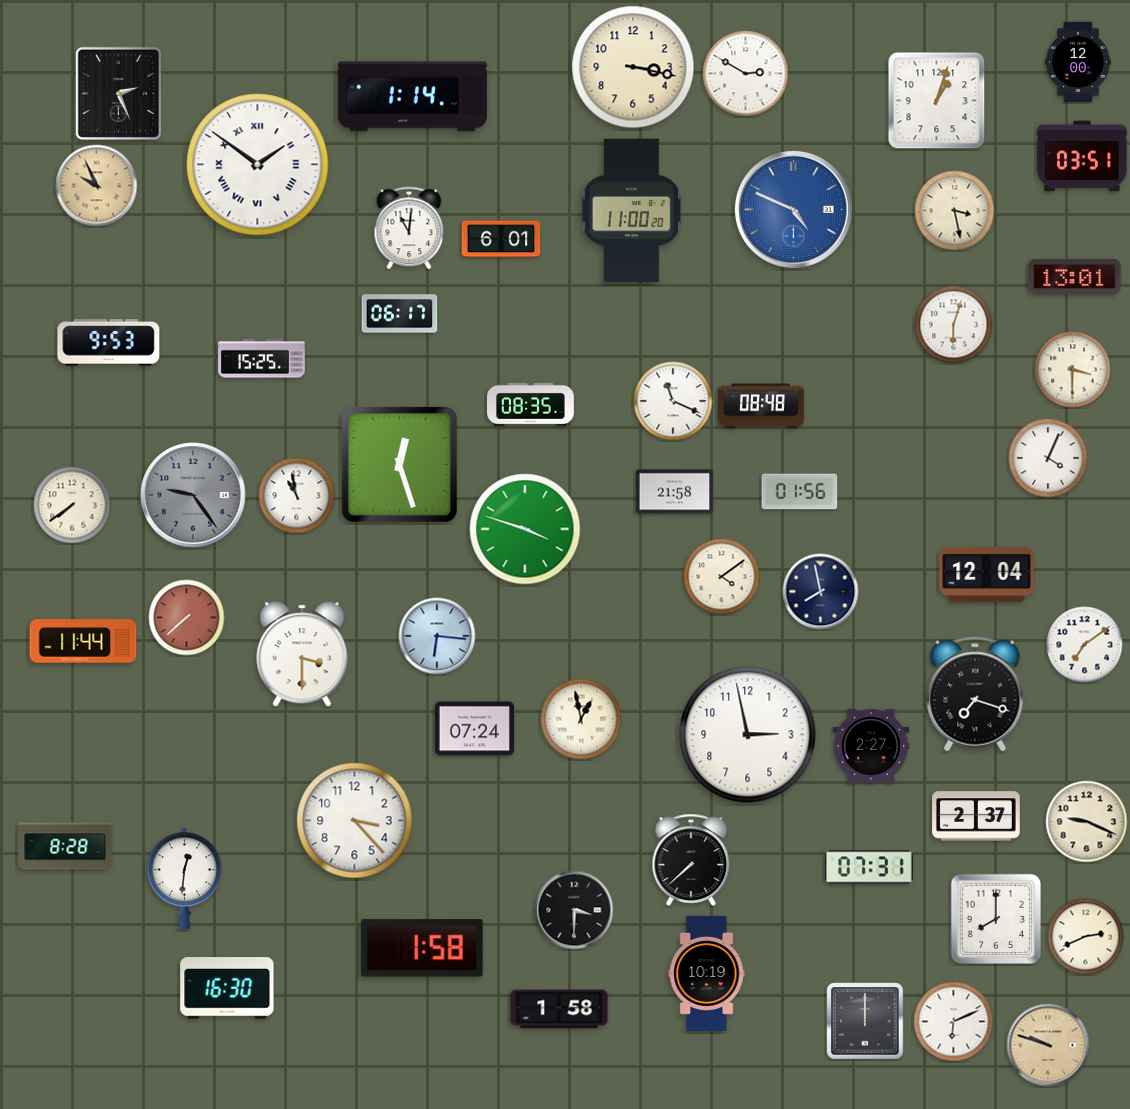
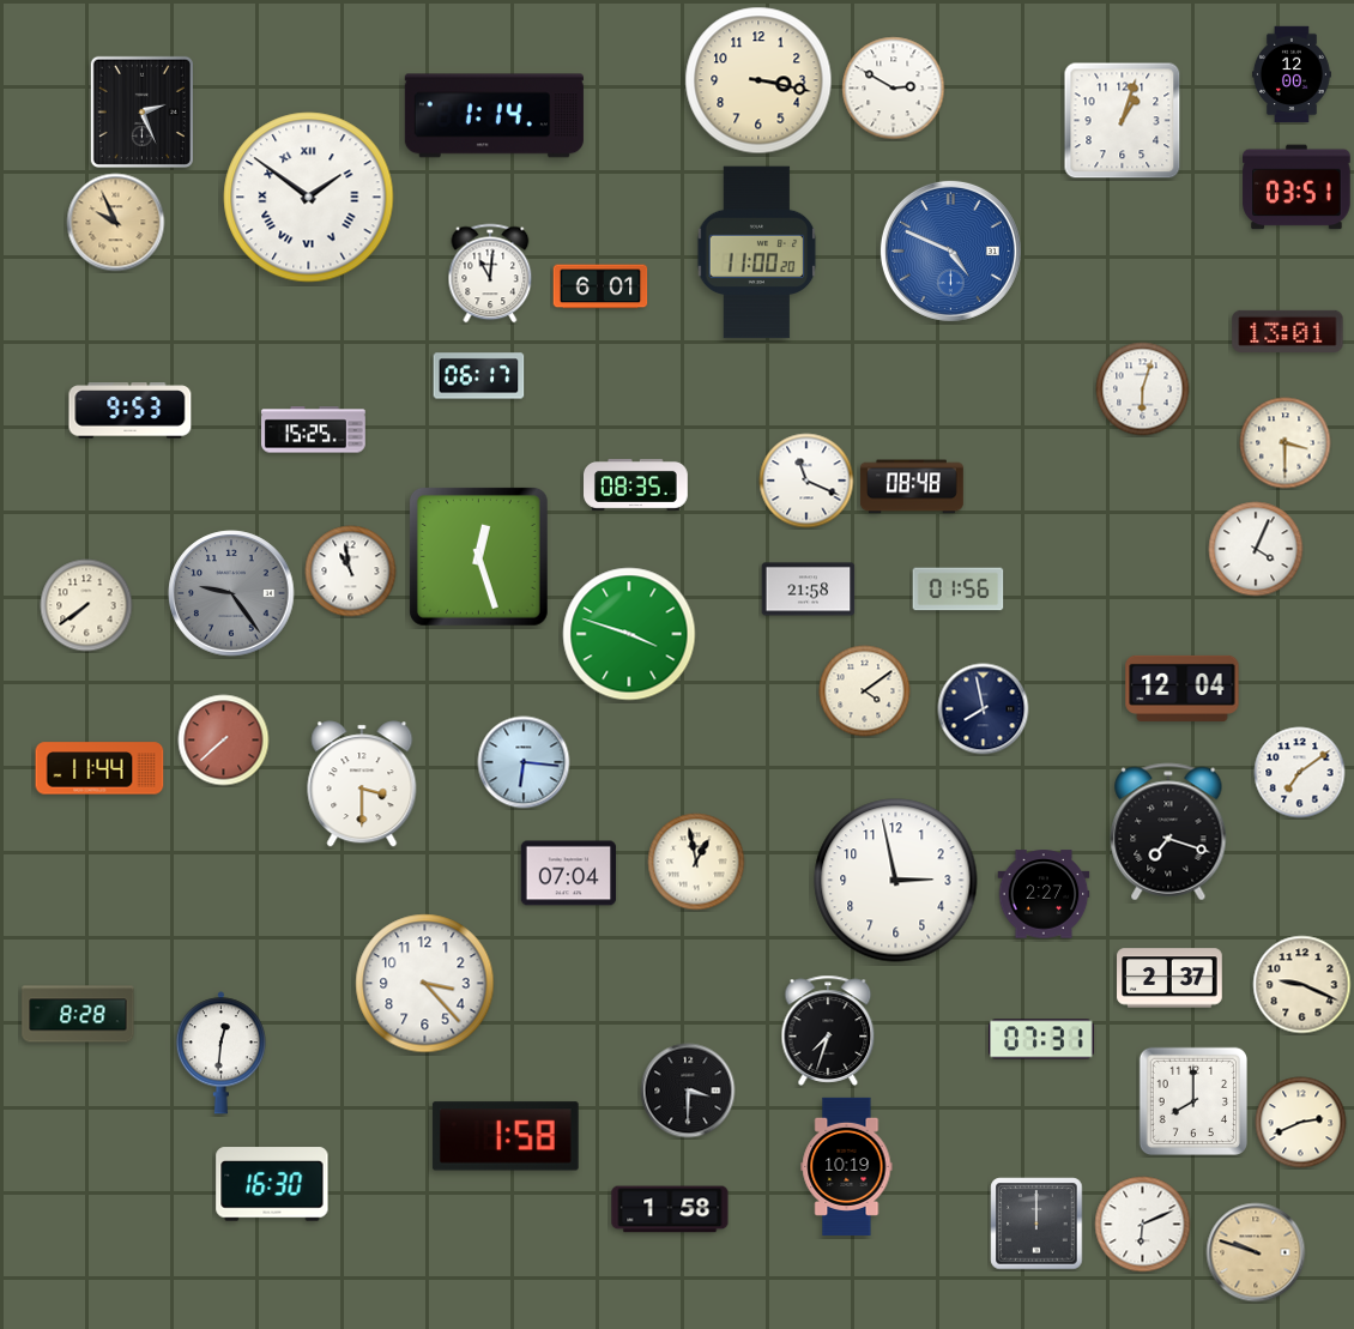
clock at (955, 211): 3:28 -> none
clock at (297, 496) position: (297, 496) -> (351, 572)
clock at (475, 729): 07:24 -> 07:04
clock at (691, 860): 7:38 -> 7:33
